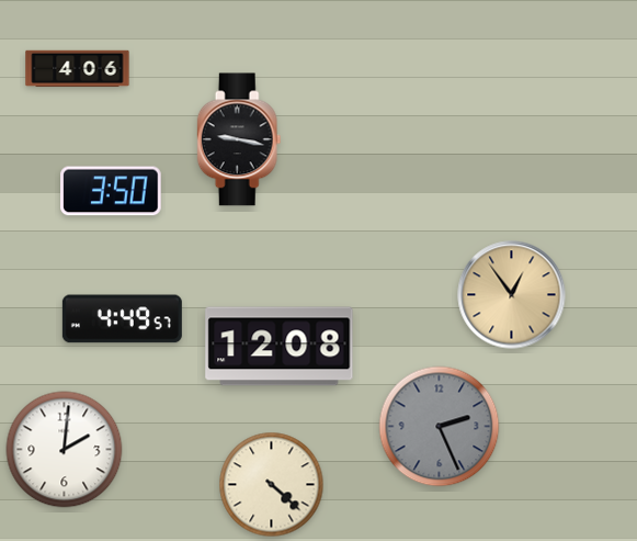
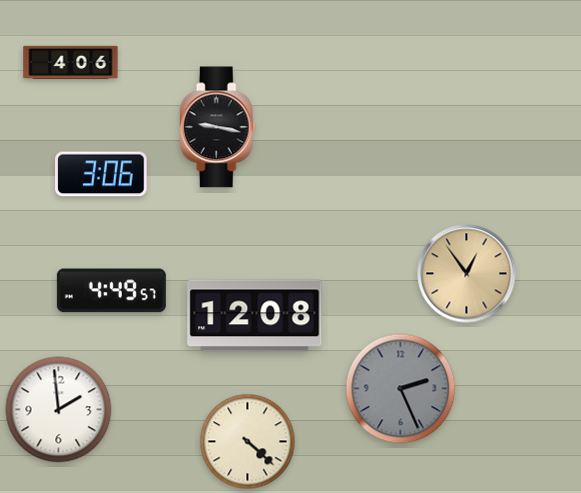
clock at (111, 191): 3:50 -> 3:06
clock at (512, 295) position: (512, 295) -> (467, 274)
clock at (65, 450): 2:01 -> 1:59
